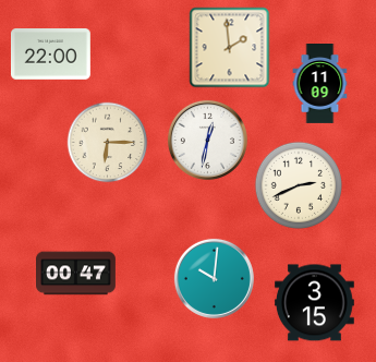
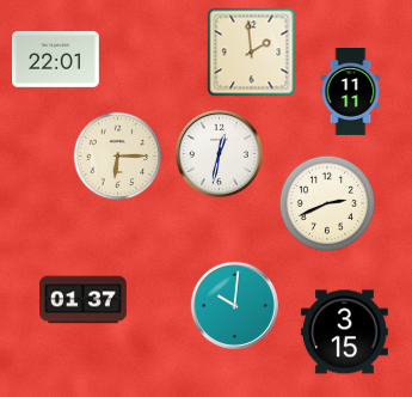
clock at (51, 55): 22:00 -> 22:01
clock at (320, 84): 11:09 -> 11:11
clock at (207, 140) position: (207, 140) -> (219, 153)
clock at (76, 274): 00:47 -> 01:37
